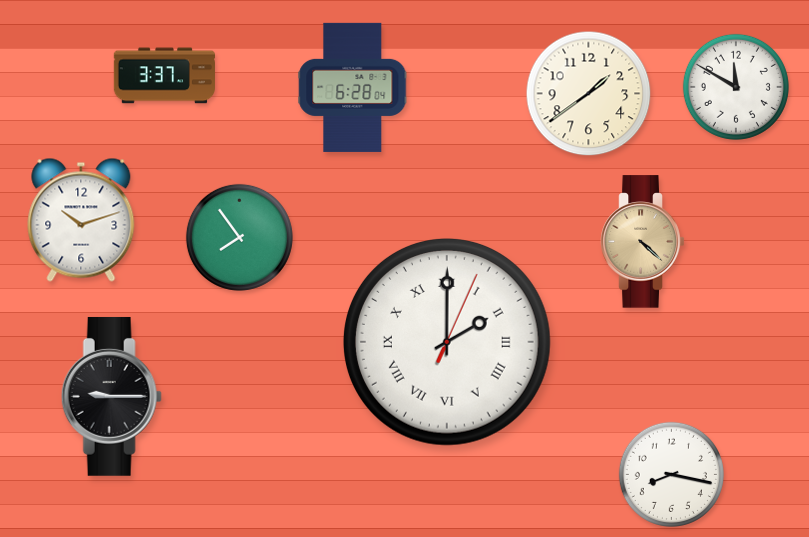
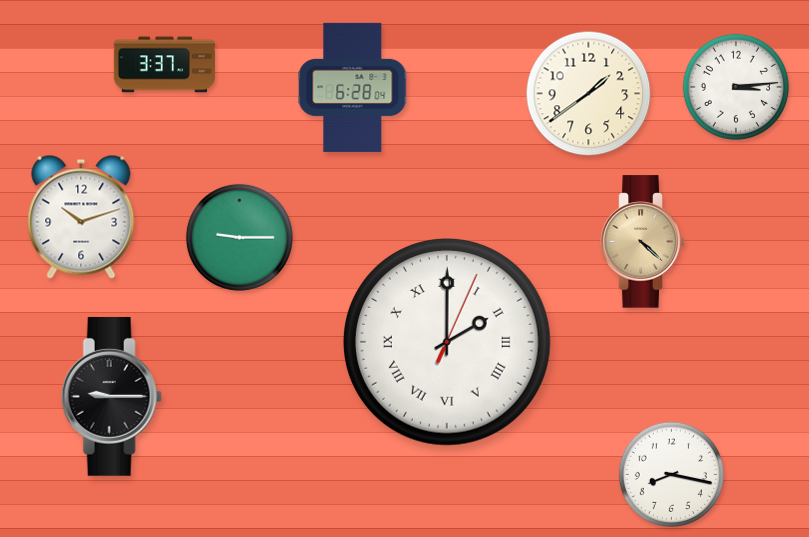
clock at (164, 76) position: (164, 76) -> (164, 65)
clock at (736, 87): 11:50 -> 3:14
clock at (81, 220) position: (81, 220) -> (81, 217)
clock at (239, 237): 7:54 -> 9:15
